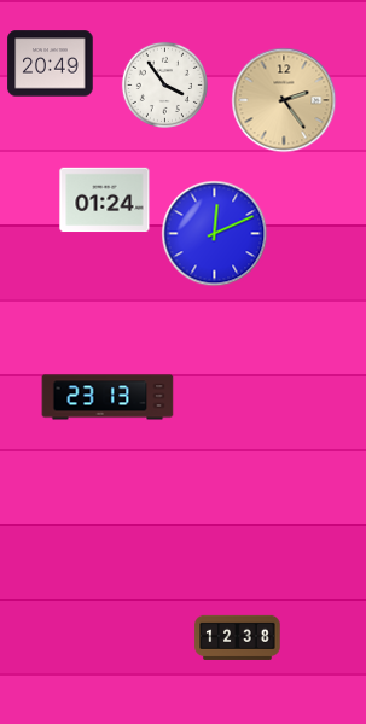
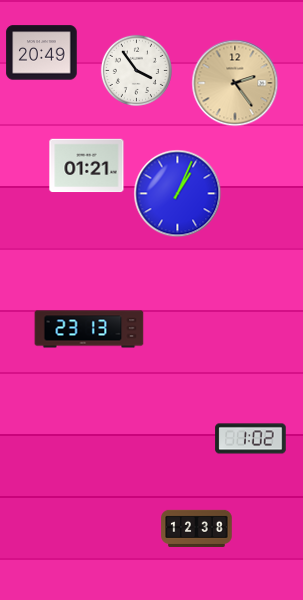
clock at (105, 200): 01:24 -> 01:21
clock at (215, 234): 12:11 -> 1:04
clock at (251, 439): none -> 1:02
